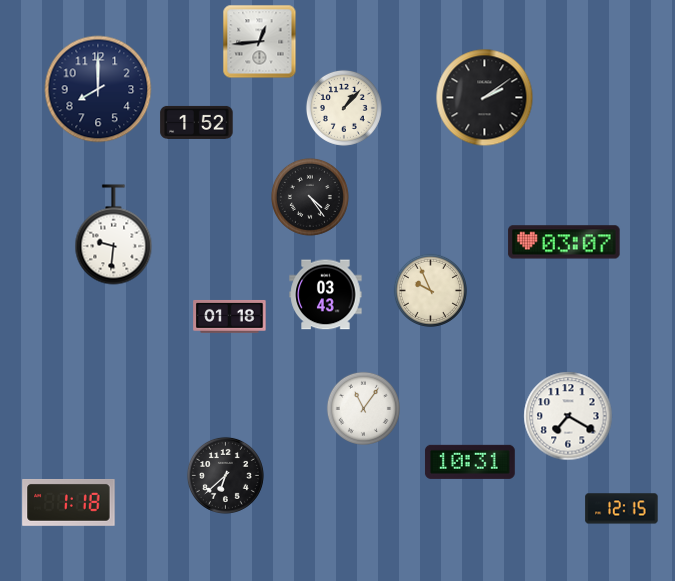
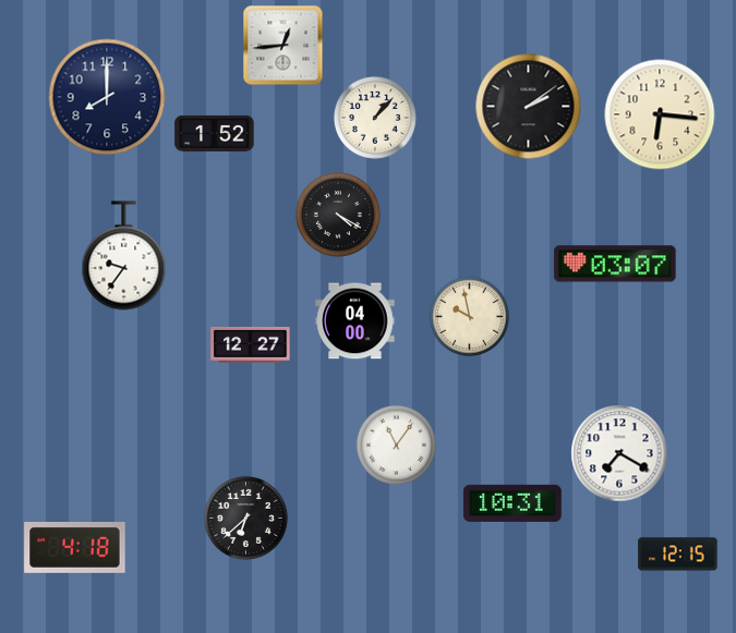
clock at (660, 114): none -> 6:16
clock at (310, 197): 4:24 -> 4:20
clock at (114, 235): 9:31 -> 9:36
clock at (430, 290): 9:56 -> 9:58
clock at (326, 295): 03:43 -> 04:00
clock at (230, 316): 01:18 -> 12:27
clock at (69, 503): 1:18 -> 4:18
